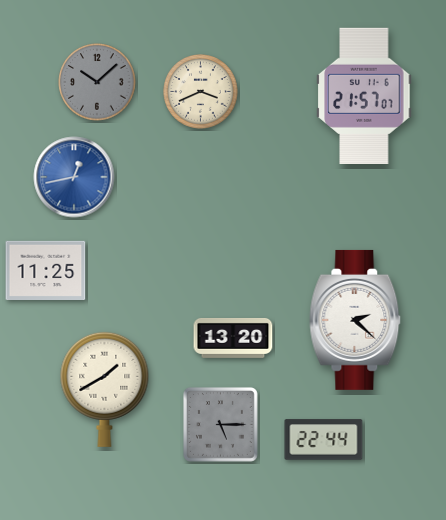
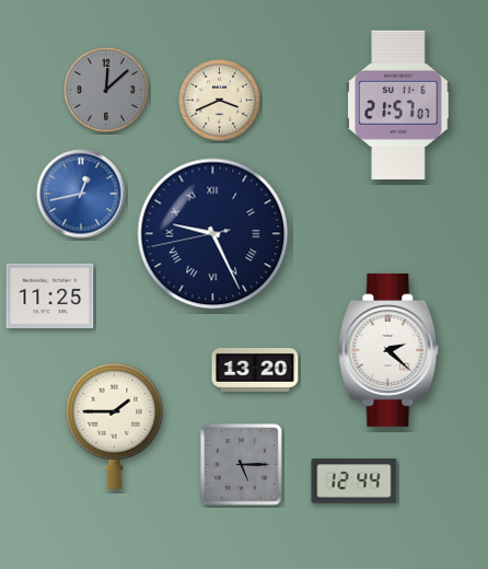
clock at (97, 82): 10:08 -> 12:08
clock at (213, 234): none -> 9:25
clock at (105, 389): 1:40 -> 1:45
clock at (324, 440): 22:44 -> 12:44
